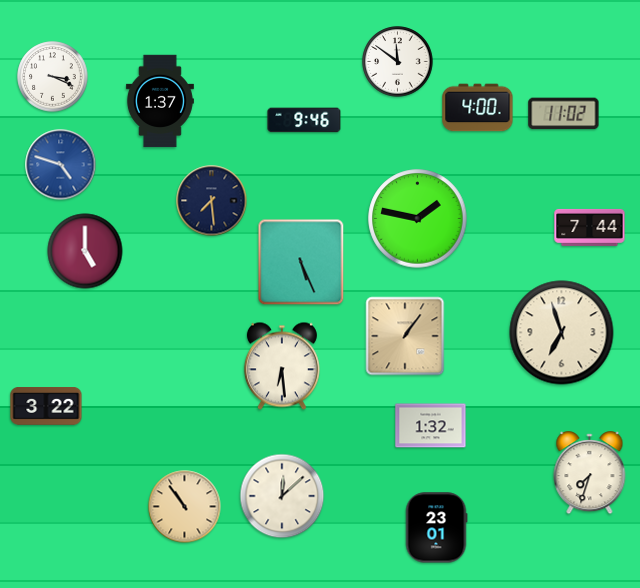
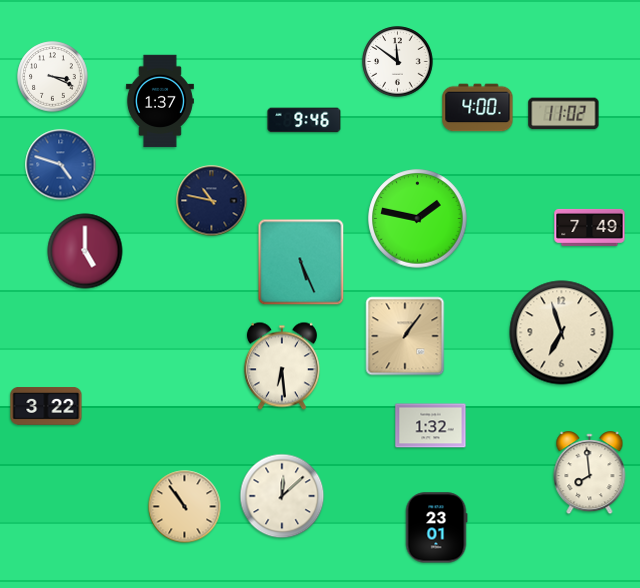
clock at (212, 201): 7:29 -> 10:47
clock at (590, 227): 7:44 -> 7:49
clock at (590, 473): 7:33 -> 7:59
